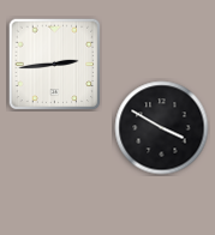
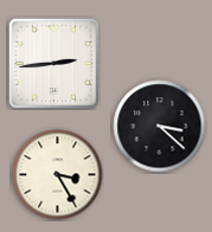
clock at (162, 128): 3:50 -> 3:22
clock at (58, 175): none -> 3:25
